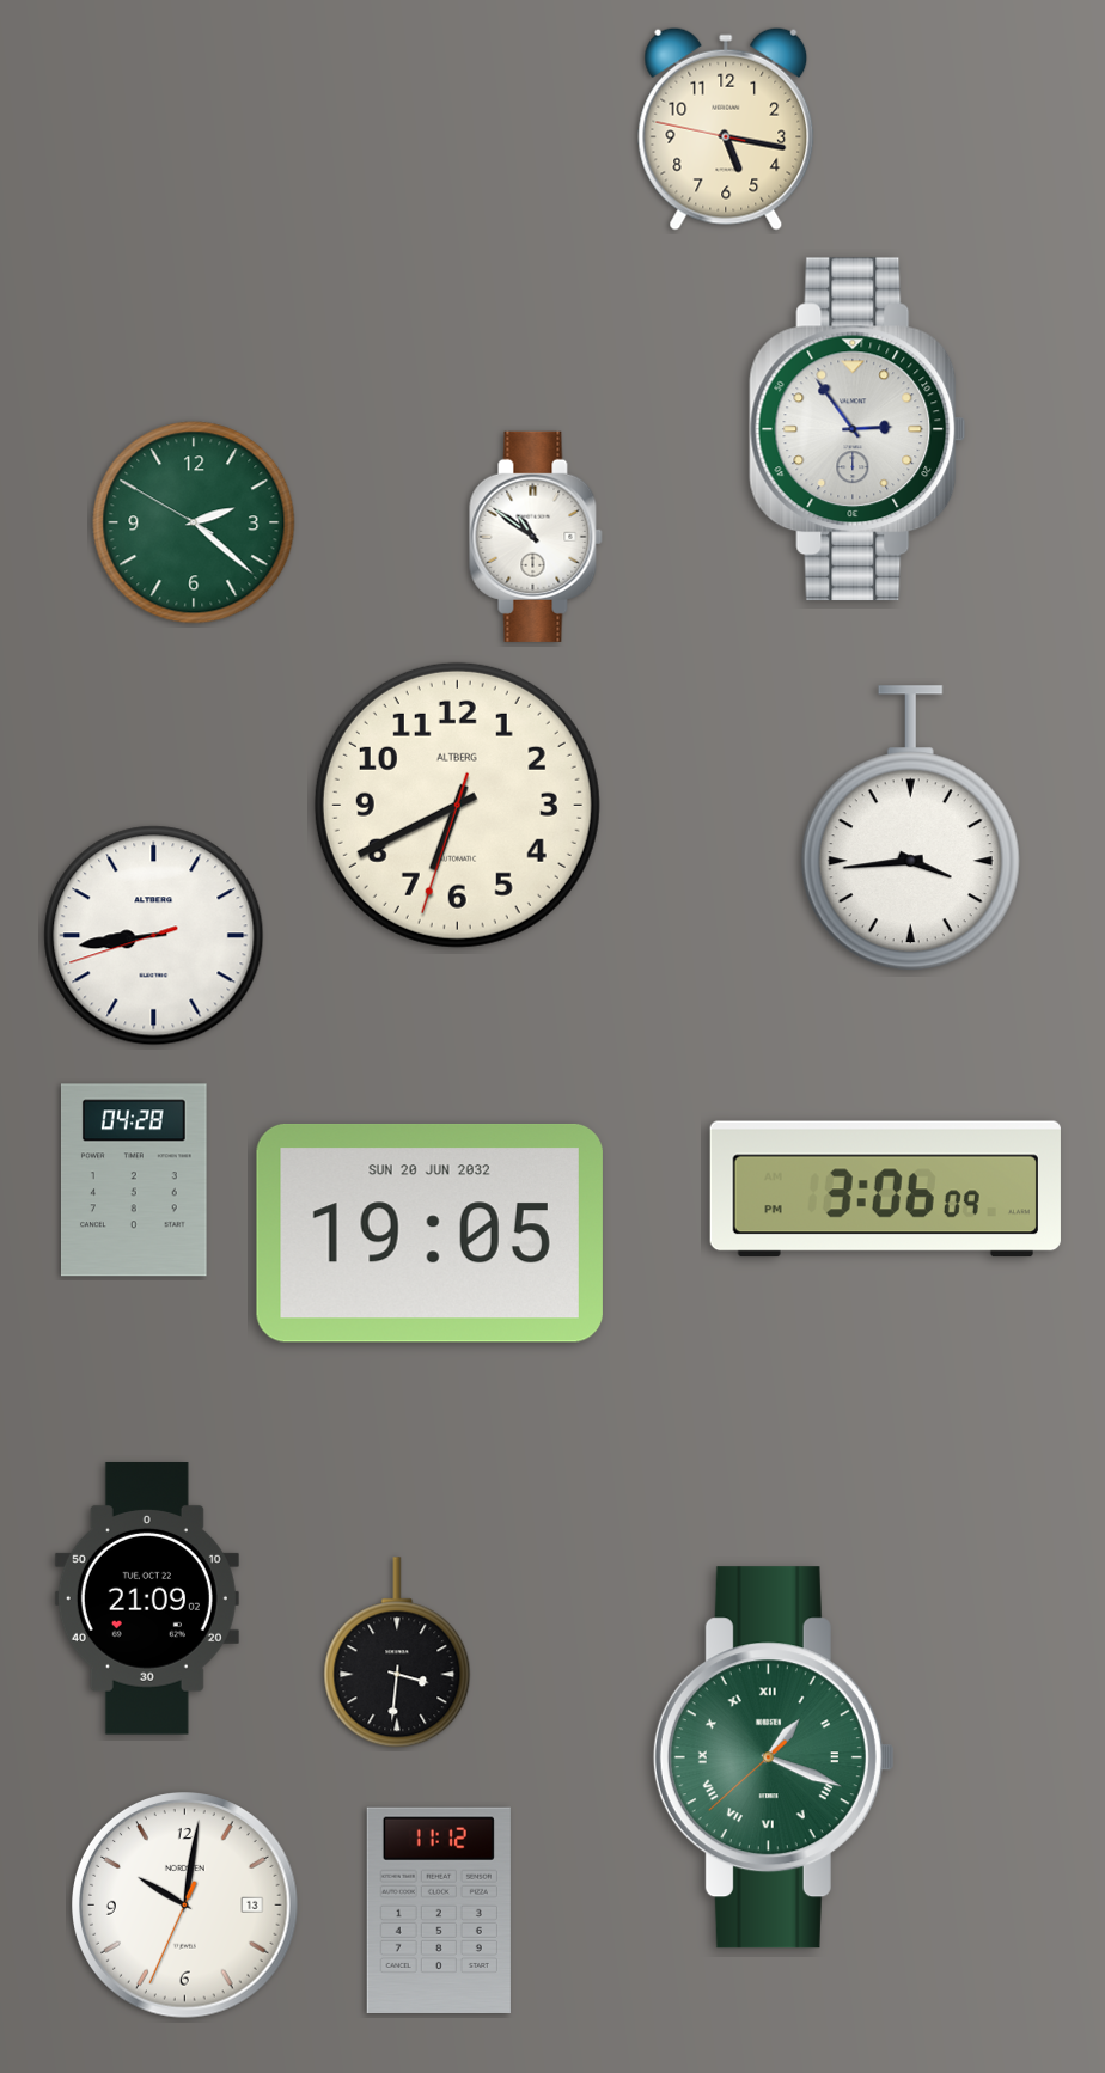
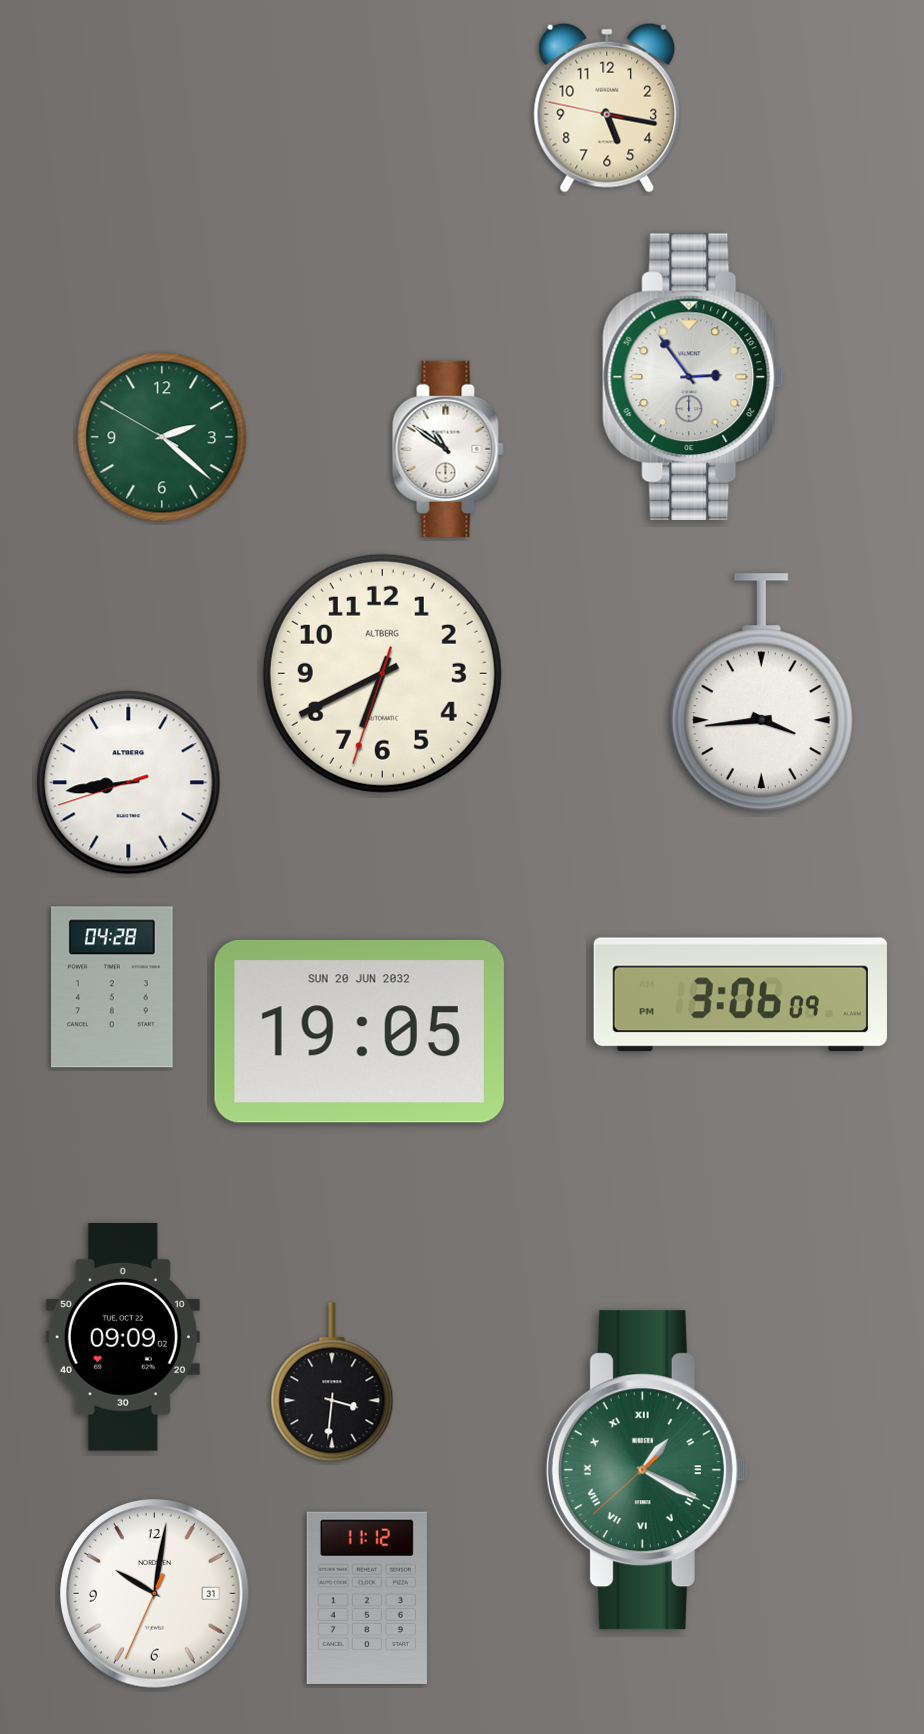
clock at (857, 429) position: (857, 429) -> (693, 377)
clock at (147, 1600): 21:09 -> 09:09
clock at (774, 1757): 1:18 -> 1:19
clock at (185, 1906) date: 13 -> 31
